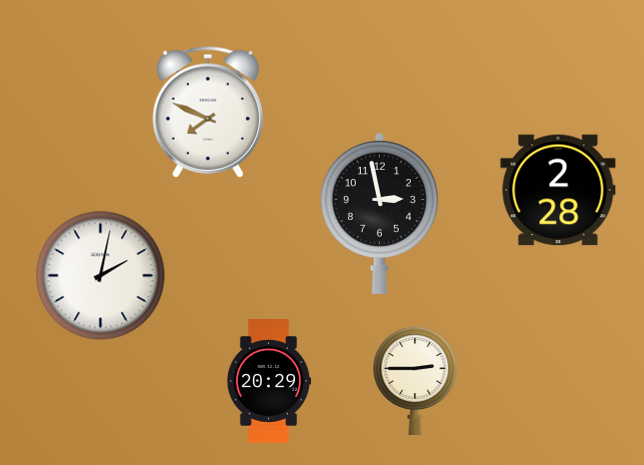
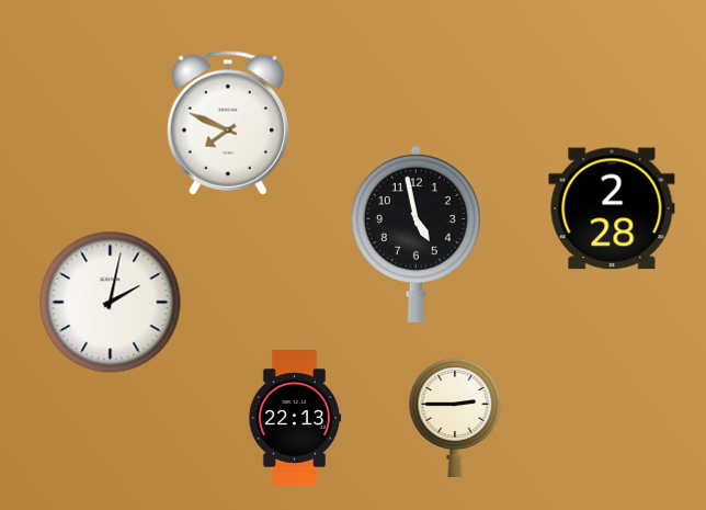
clock at (379, 213): 2:58 -> 4:58
clock at (269, 382): 20:29 -> 22:13
